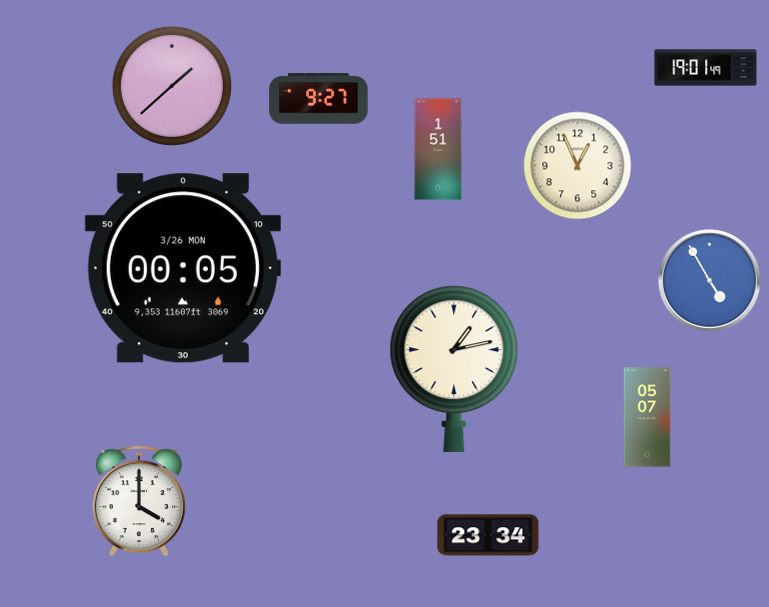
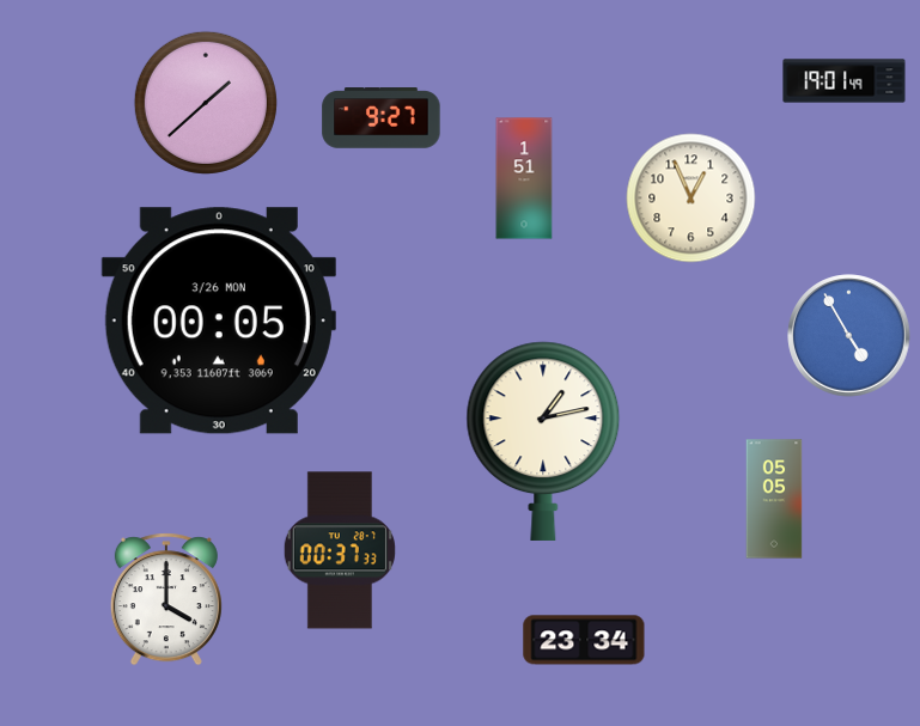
clock at (647, 417): 05:07 -> 05:05
clock at (340, 550): none -> 00:37
